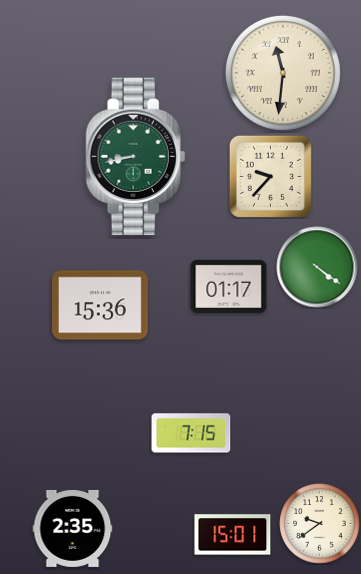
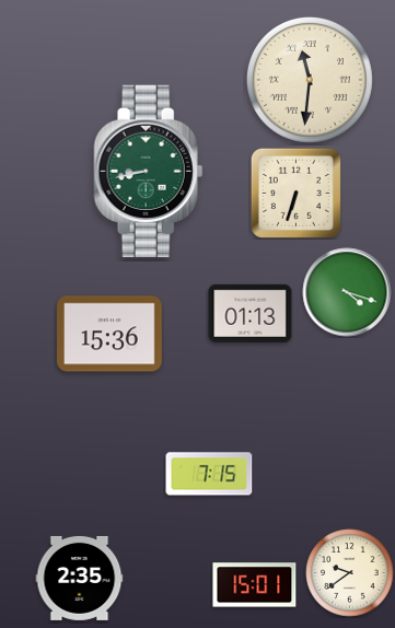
clock at (270, 176): 9:37 -> 6:33
clock at (317, 267): 4:21 -> 4:18
clock at (229, 286): 01:17 -> 01:13
